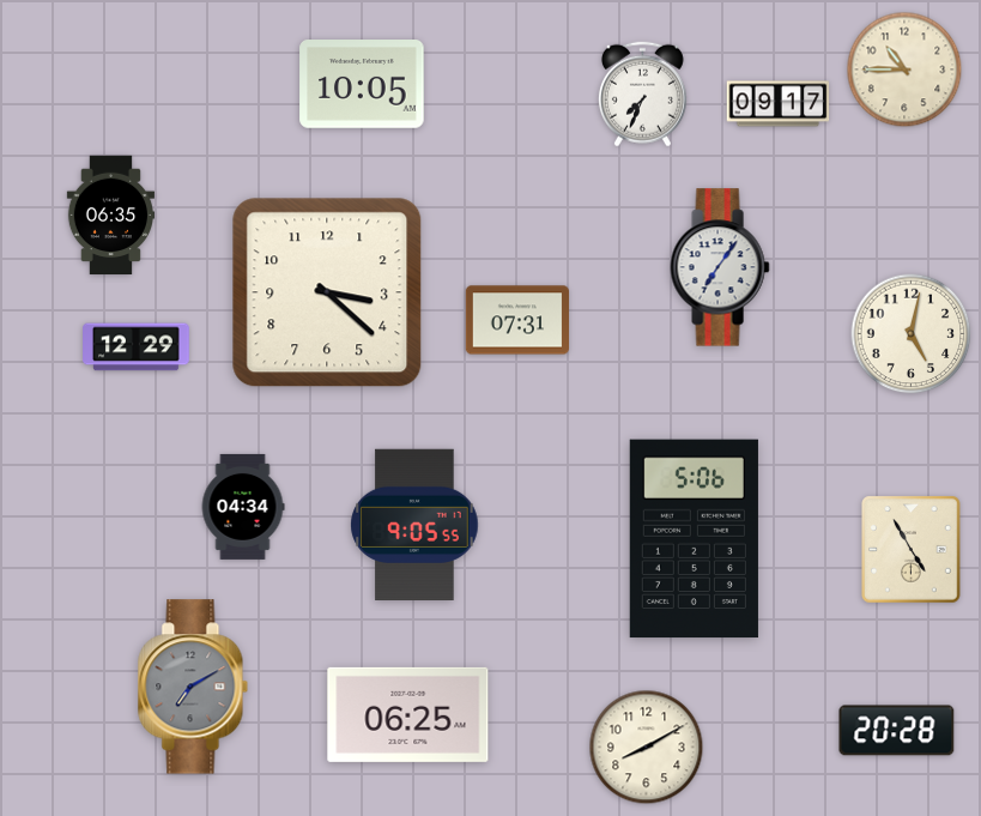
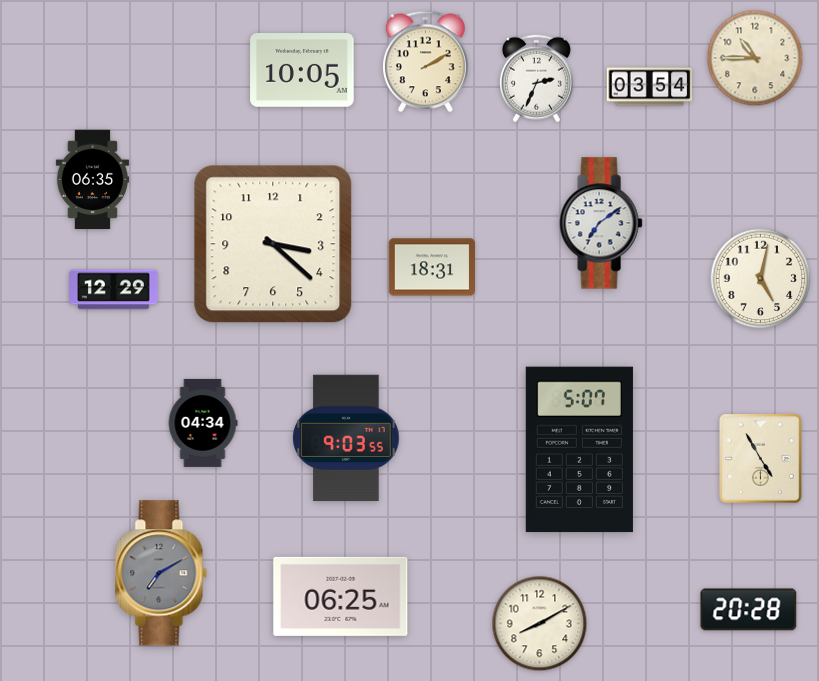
clock at (426, 62): none -> 2:10
clock at (642, 95): 7:34 -> 2:34
clock at (779, 104): 09:17 -> 03:54
clock at (720, 267): 7:06 -> 7:09
clock at (516, 320): 07:31 -> 18:31
clock at (414, 524): 9:05 -> 9:03
clock at (694, 539): 5:06 -> 5:07
